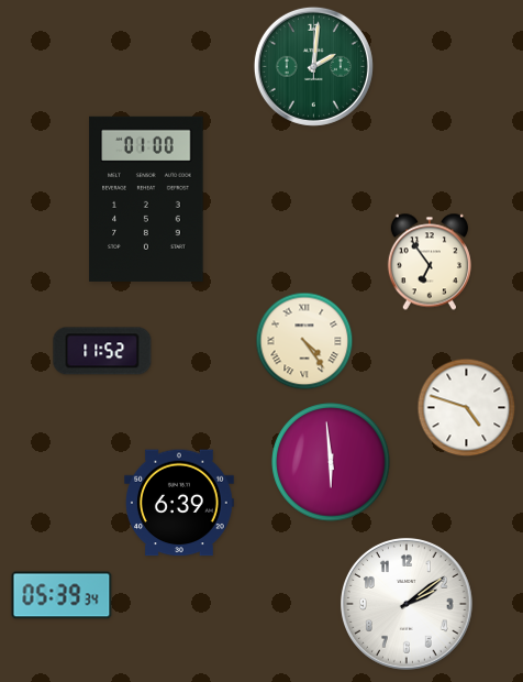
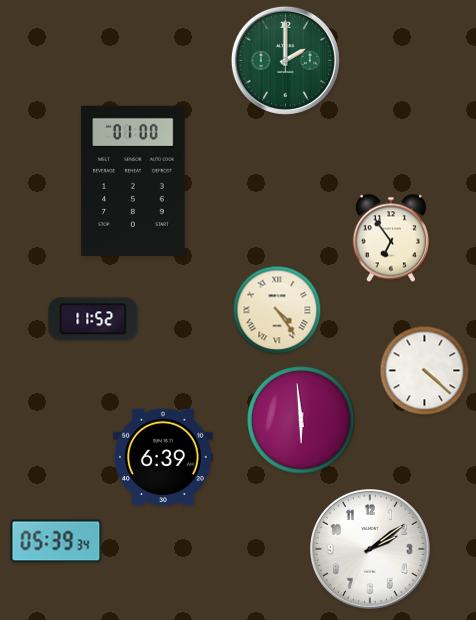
clock at (313, 66): 2:01 -> 2:00
clock at (467, 408): 4:48 -> 4:22
